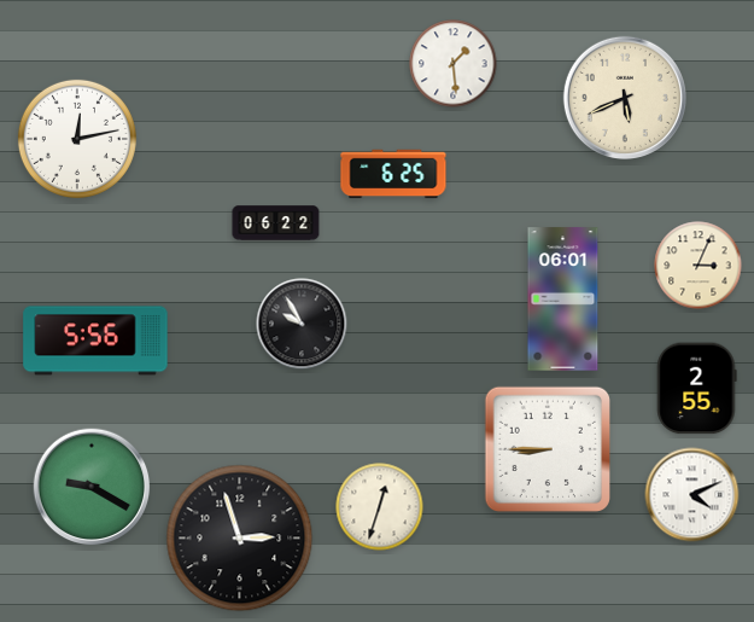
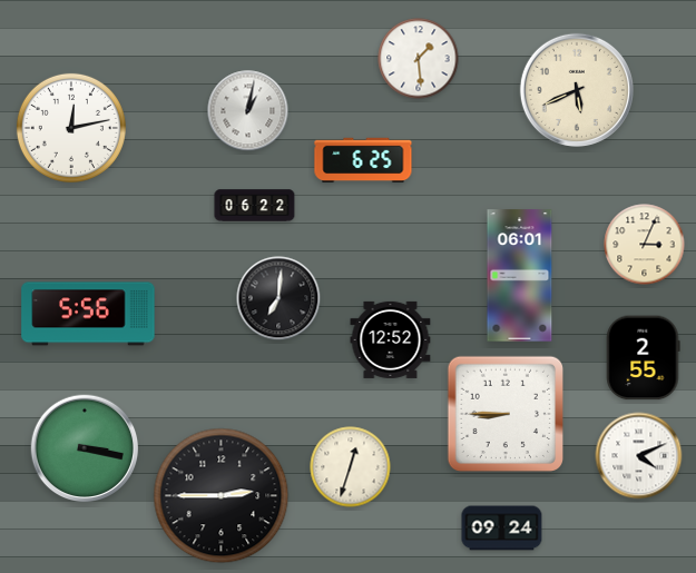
clock at (248, 111): none -> 1:02
clock at (302, 324): 9:55 -> 7:01
clock at (391, 339): none -> 12:52
clock at (92, 487): 9:20 -> 3:17
clock at (240, 539): 2:57 -> 2:45
clock at (502, 528): none -> 09:24
